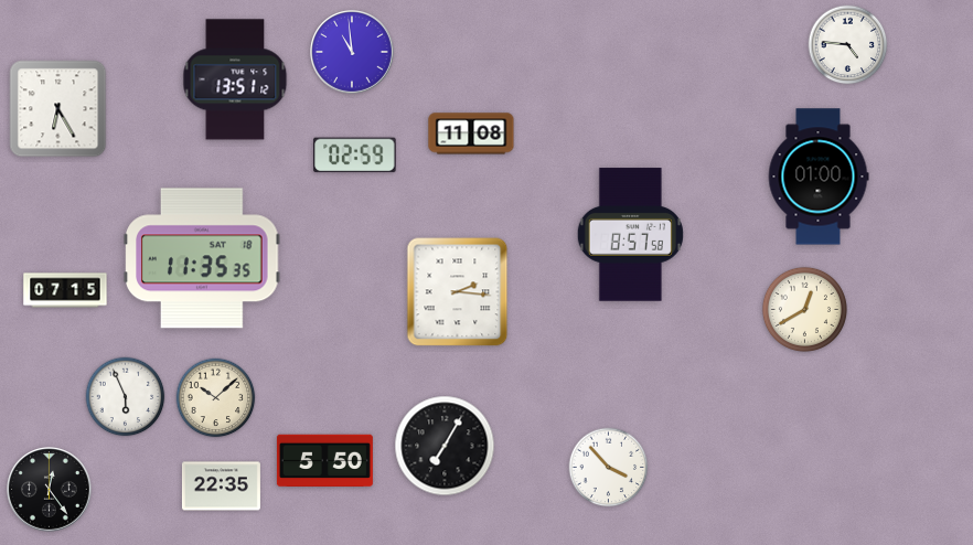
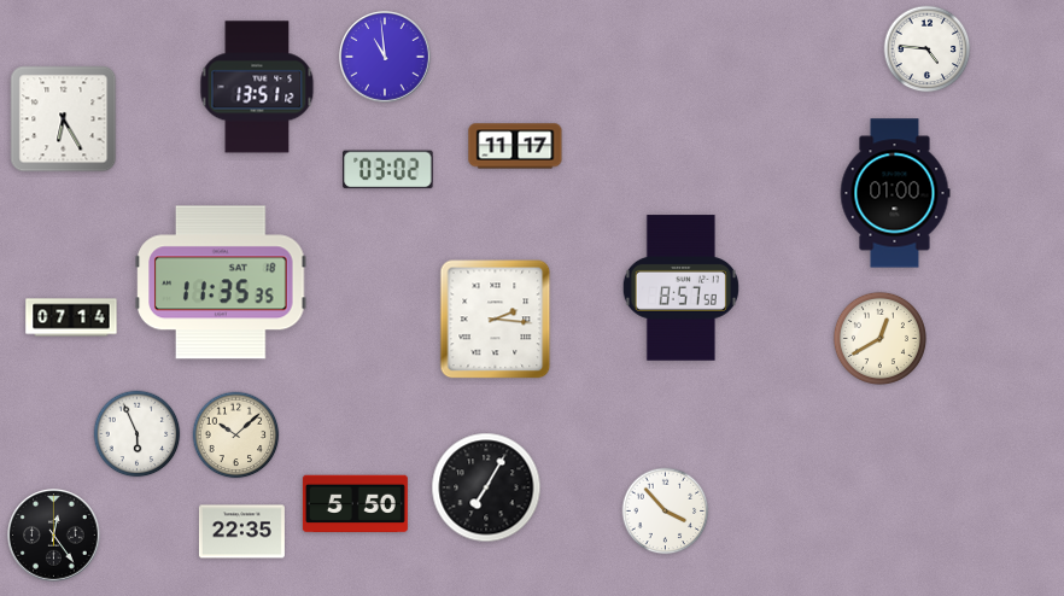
clock at (471, 133): 11:08 -> 11:17
clock at (355, 156): 02:59 -> 03:02
clock at (630, 235) position: (630, 235) -> (680, 288)
clock at (65, 290): 07:15 -> 07:14
clock at (458, 292) position: (458, 292) -> (496, 320)
